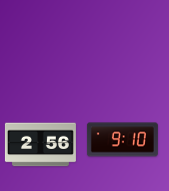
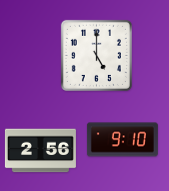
clock at (96, 55): none -> 5:00
clock at (40, 145) position: (40, 145) -> (40, 151)
